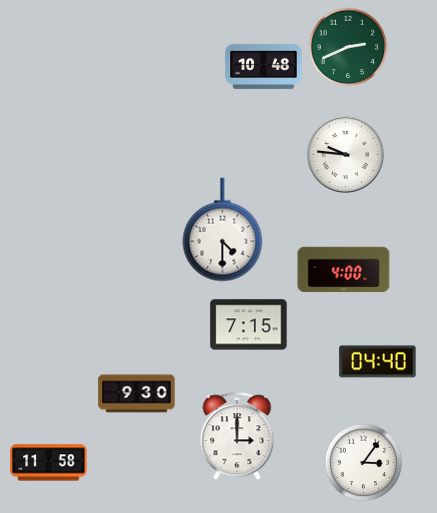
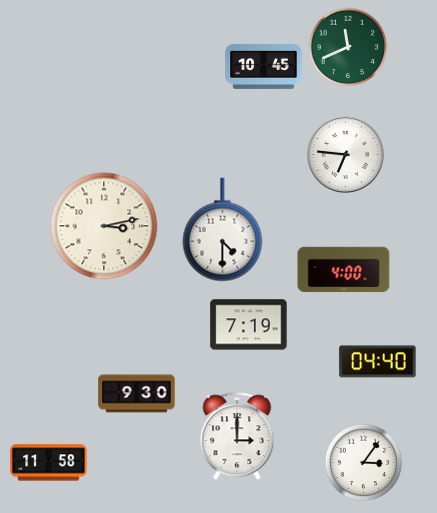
clock at (348, 47): 2:41 -> 11:41
clock at (264, 66): 10:48 -> 10:45
clock at (345, 154): 9:46 -> 6:46
clock at (104, 226): none -> 3:13
clock at (249, 325): 7:15 -> 7:19
